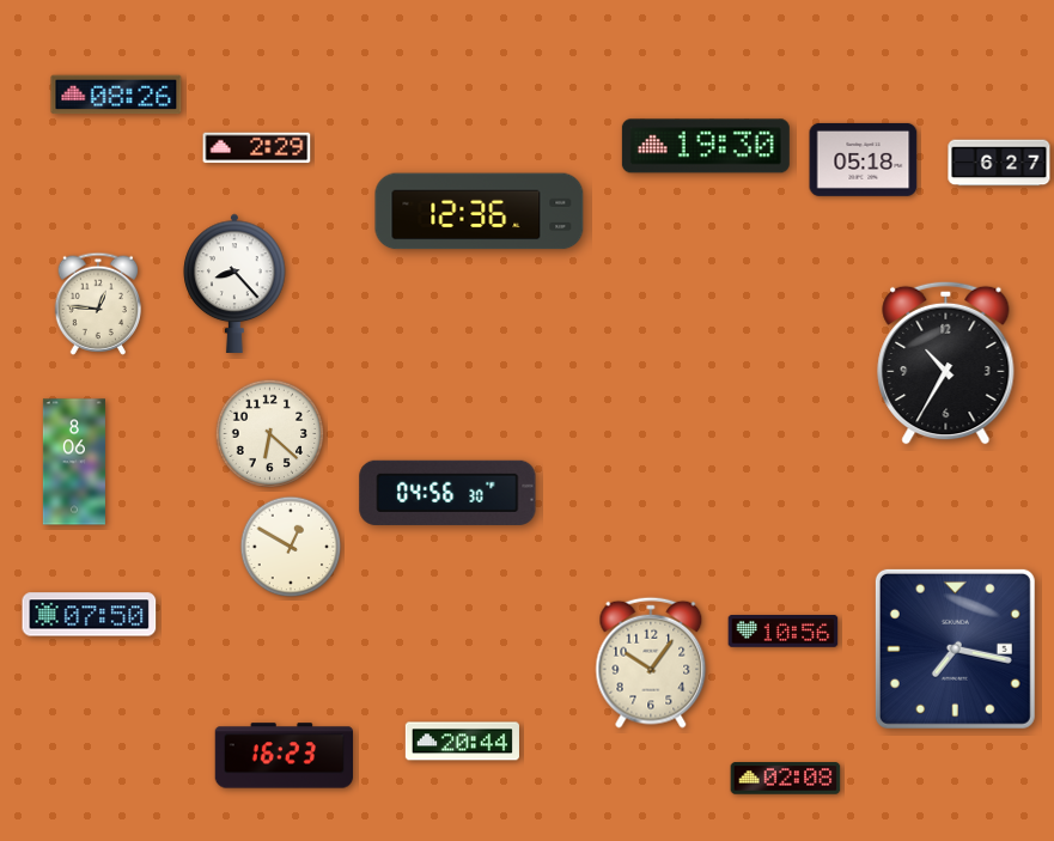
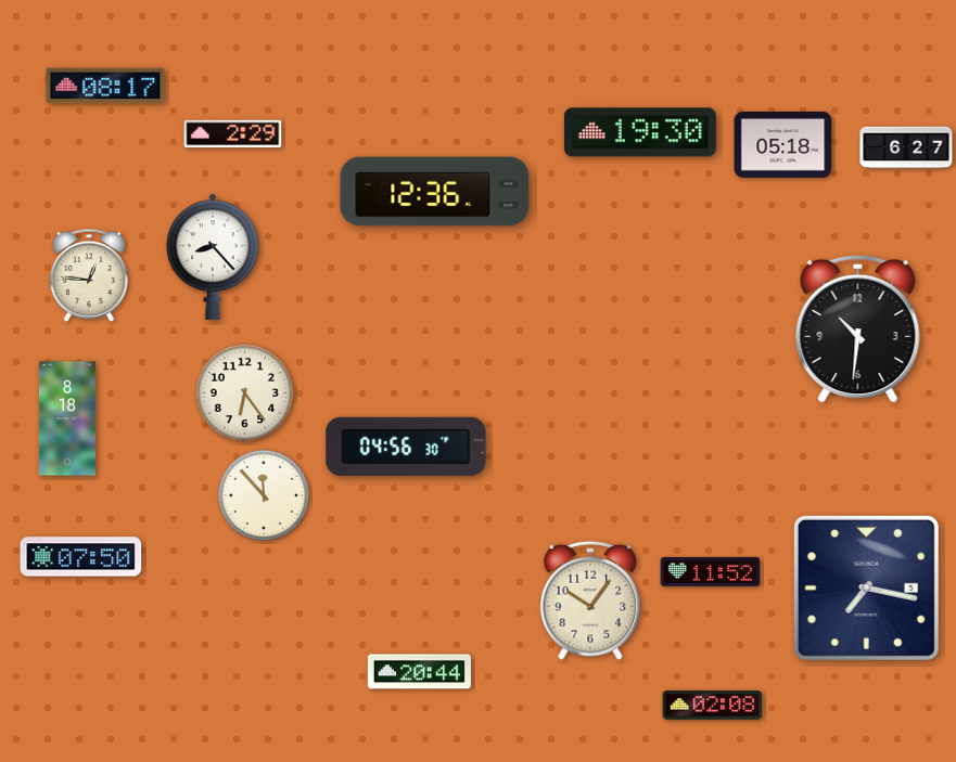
clock at (116, 95): 08:26 -> 08:17
clock at (946, 362): 10:35 -> 10:31
clock at (269, 433): 6:22 -> 6:24
clock at (74, 462): 8:06 -> 8:18
clock at (291, 547): 12:50 -> 11:53
clock at (784, 632): 10:56 -> 11:52
clock at (284, 756): 16:23 -> none
